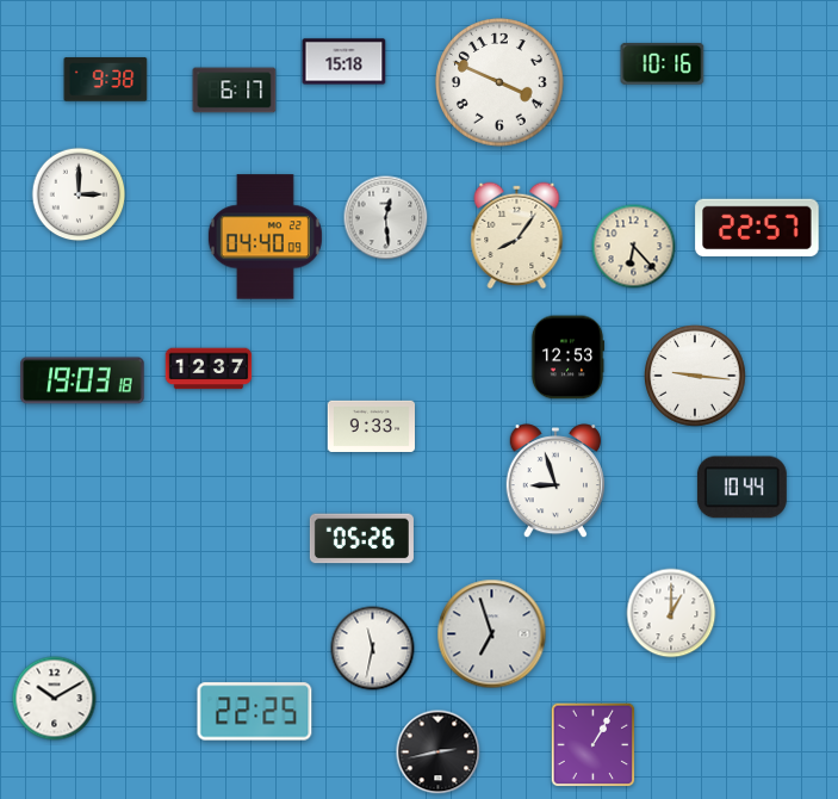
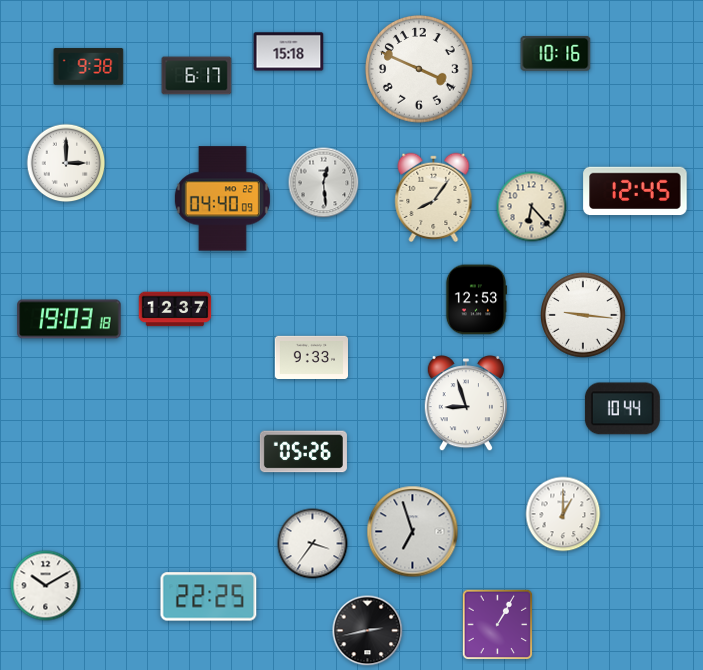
clock at (757, 228): 22:57 -> 12:45
clock at (373, 649): 11:32 -> 3:36
clock at (255, 712) position: (255, 712) -> (209, 597)
